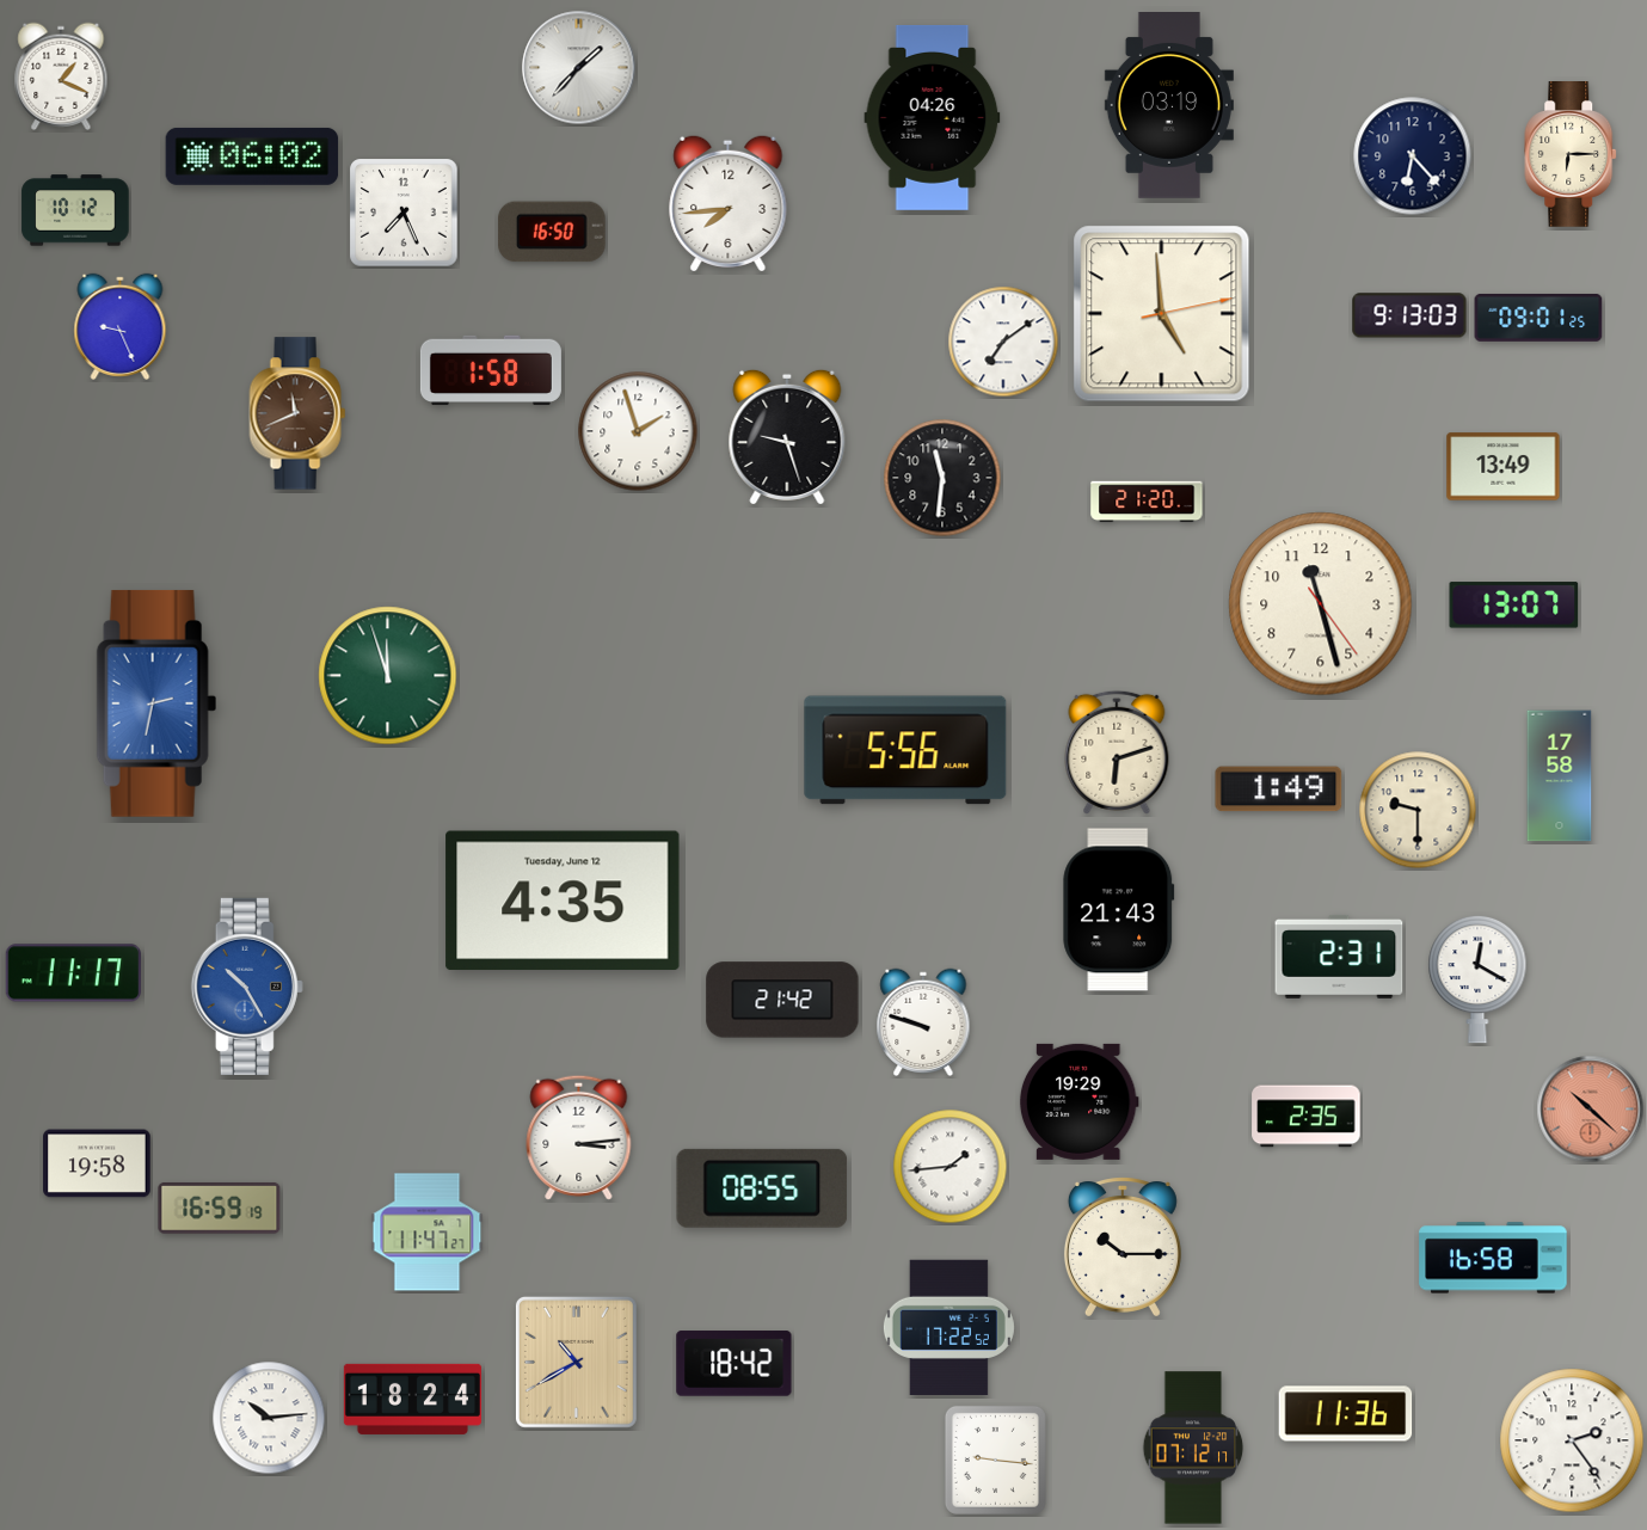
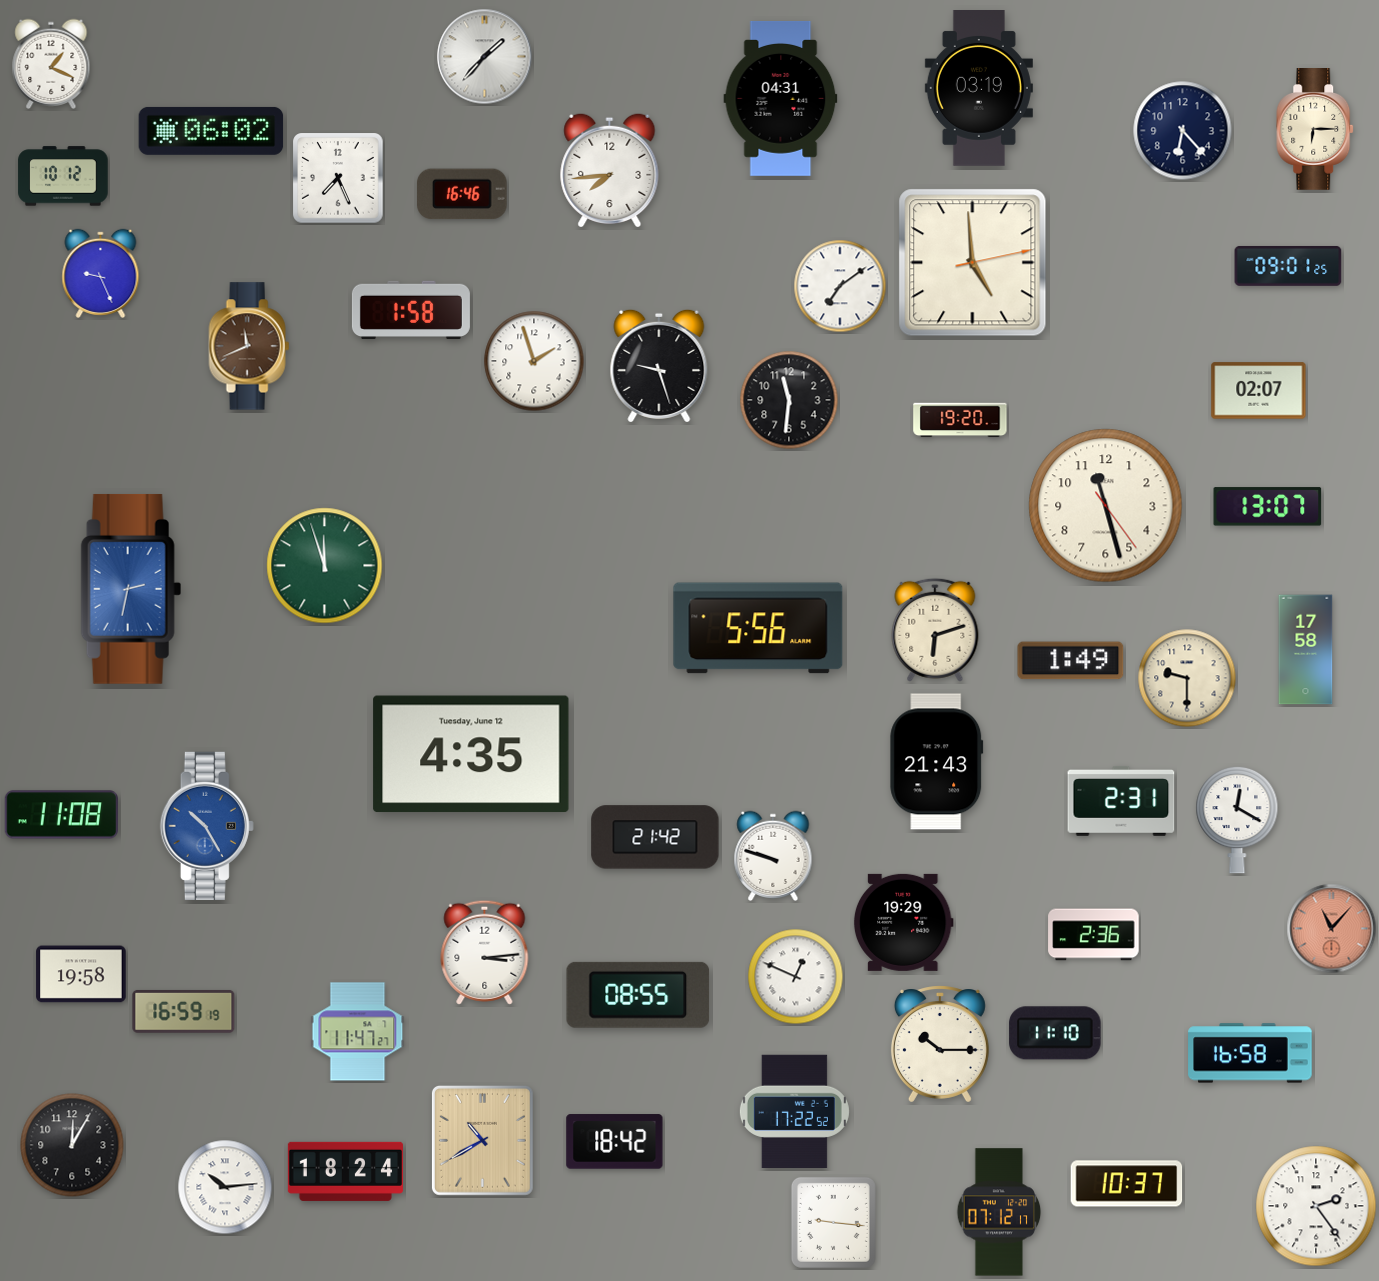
clock at (933, 117): 04:26 -> 04:31
clock at (553, 232): 16:50 -> 16:46
clock at (1409, 315): 9:13 -> none
clock at (1504, 467): 13:49 -> 02:07
clock at (1147, 502): 21:20 -> 19:20
clock at (73, 973): 11:17 -> 11:08
clock at (1591, 1110): 10:22 -> 11:07
clock at (1307, 1117): 2:35 -> 2:36
clock at (951, 1167): 1:44 -> 12:49
clock at (1055, 1033): none -> 11:10
clock at (72, 1145): none -> 12:05
clock at (1346, 1414): 11:36 -> 10:37
